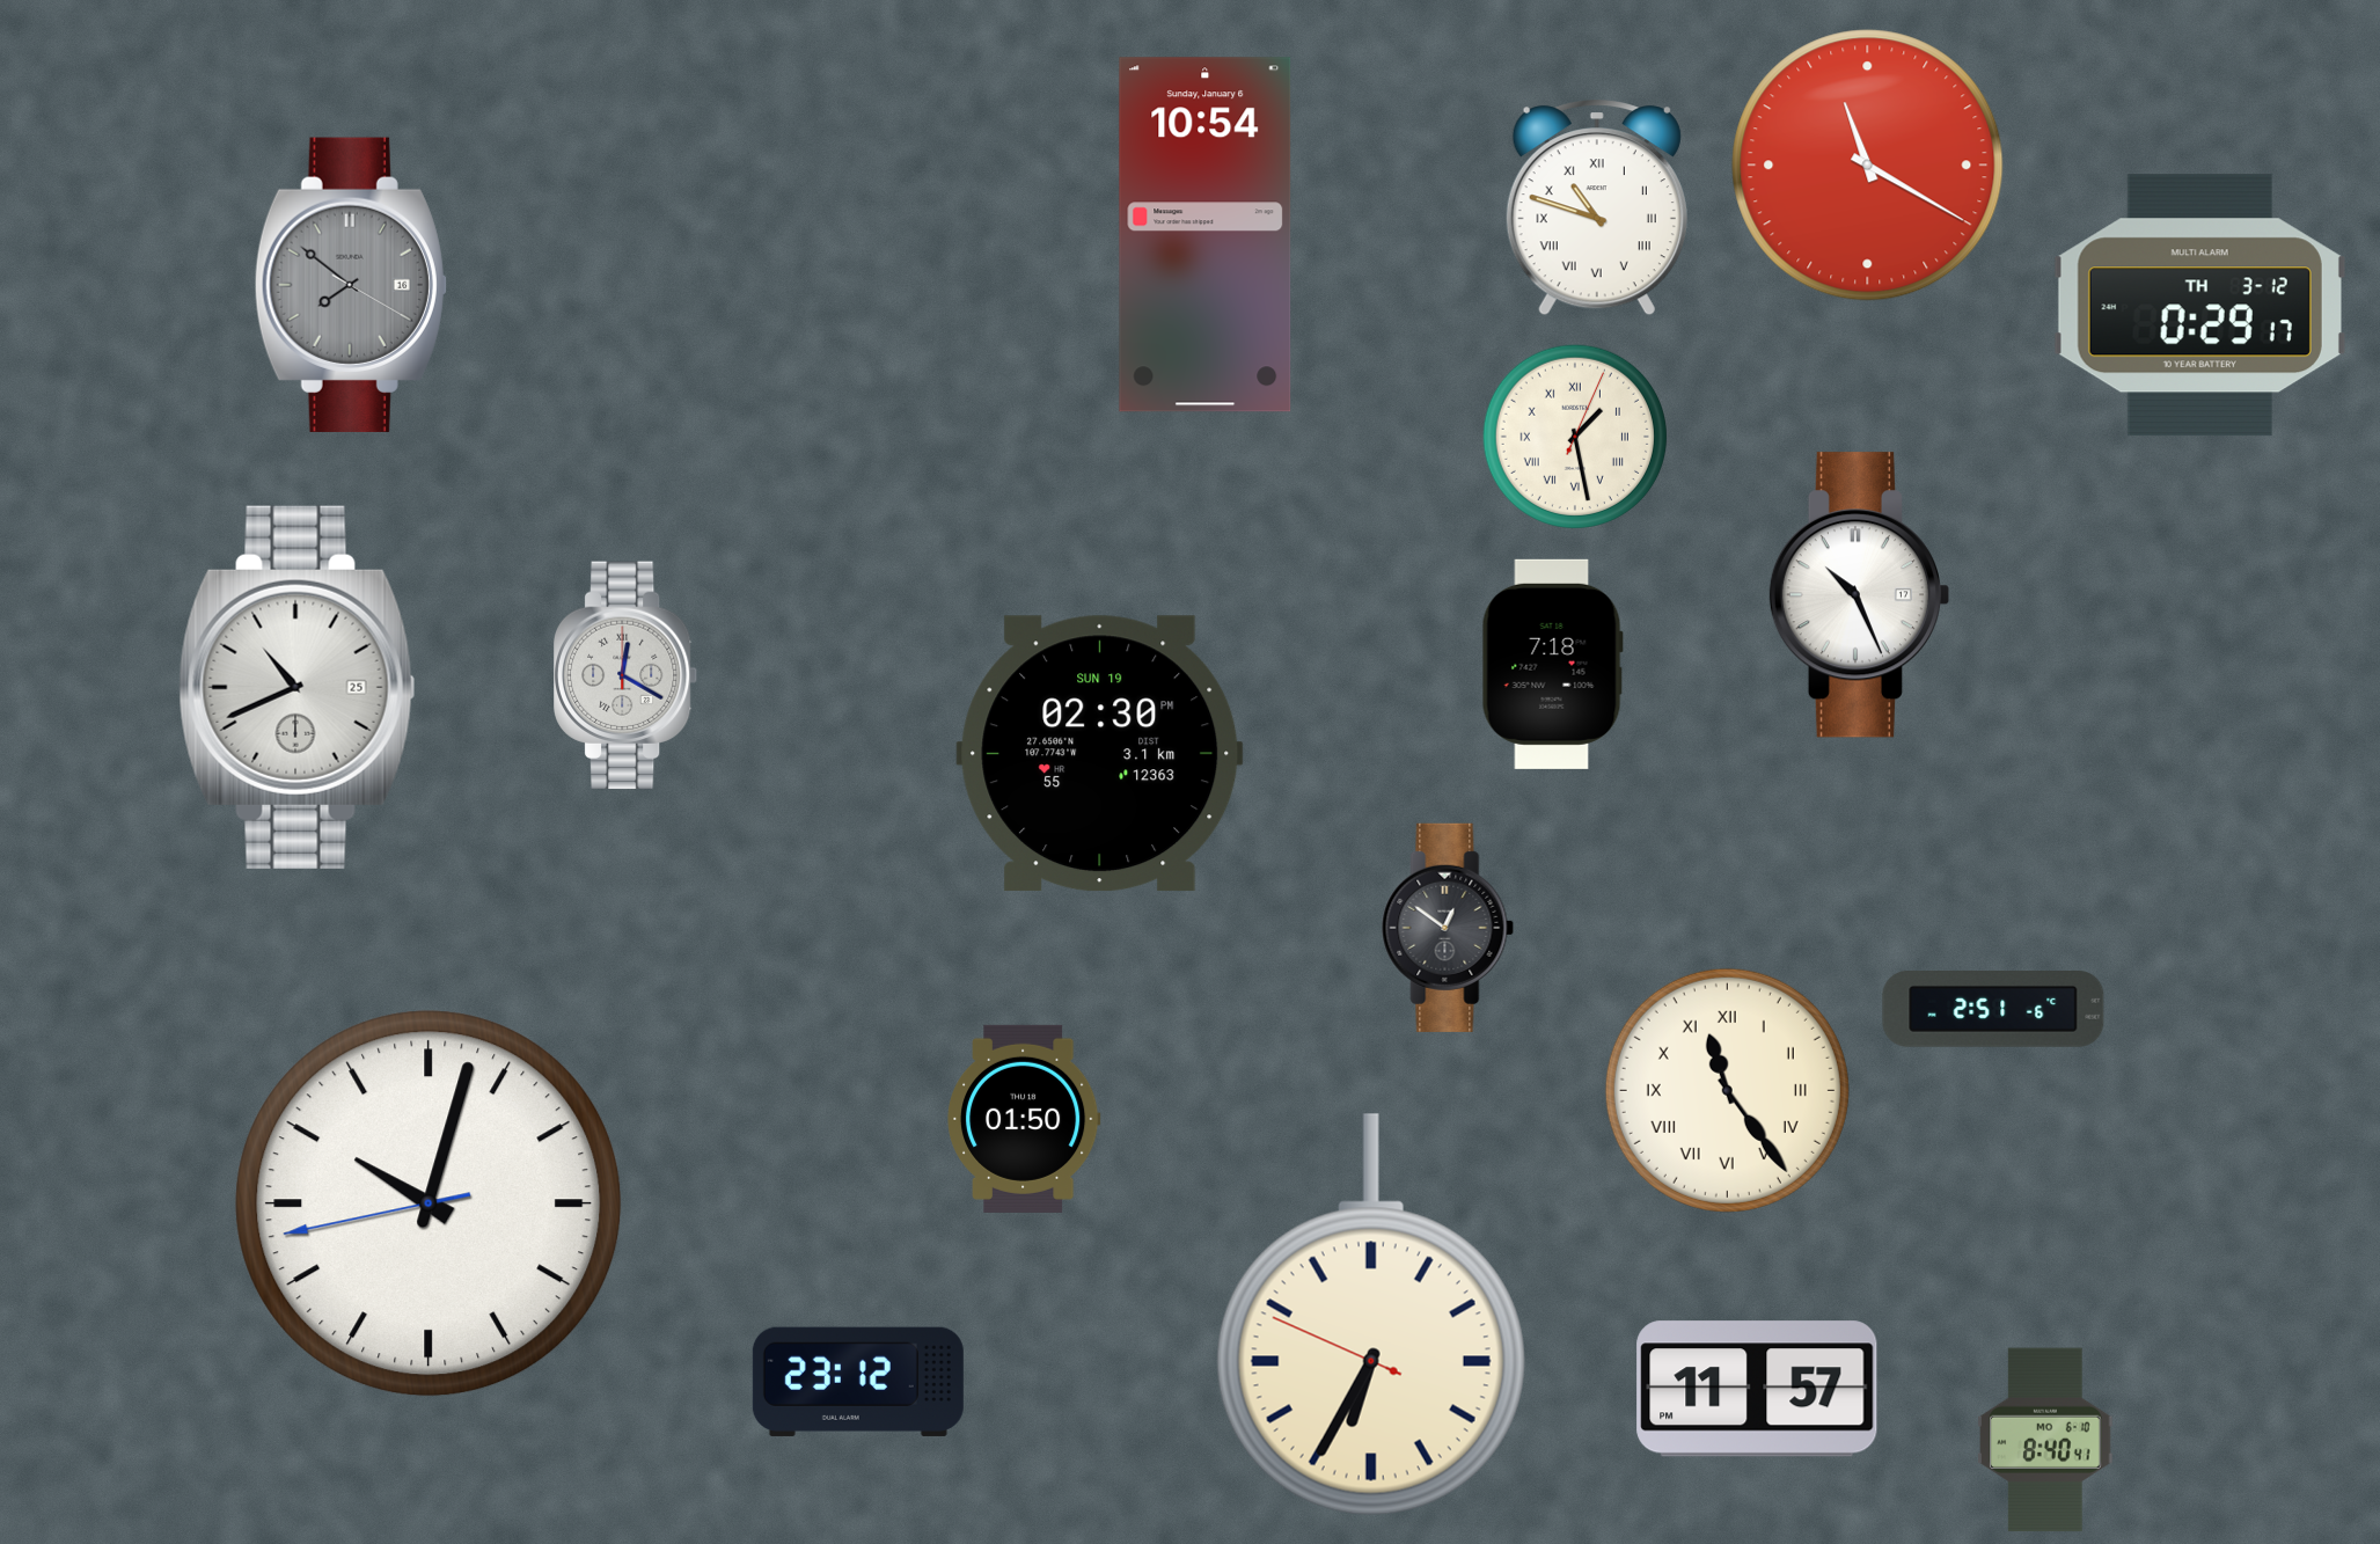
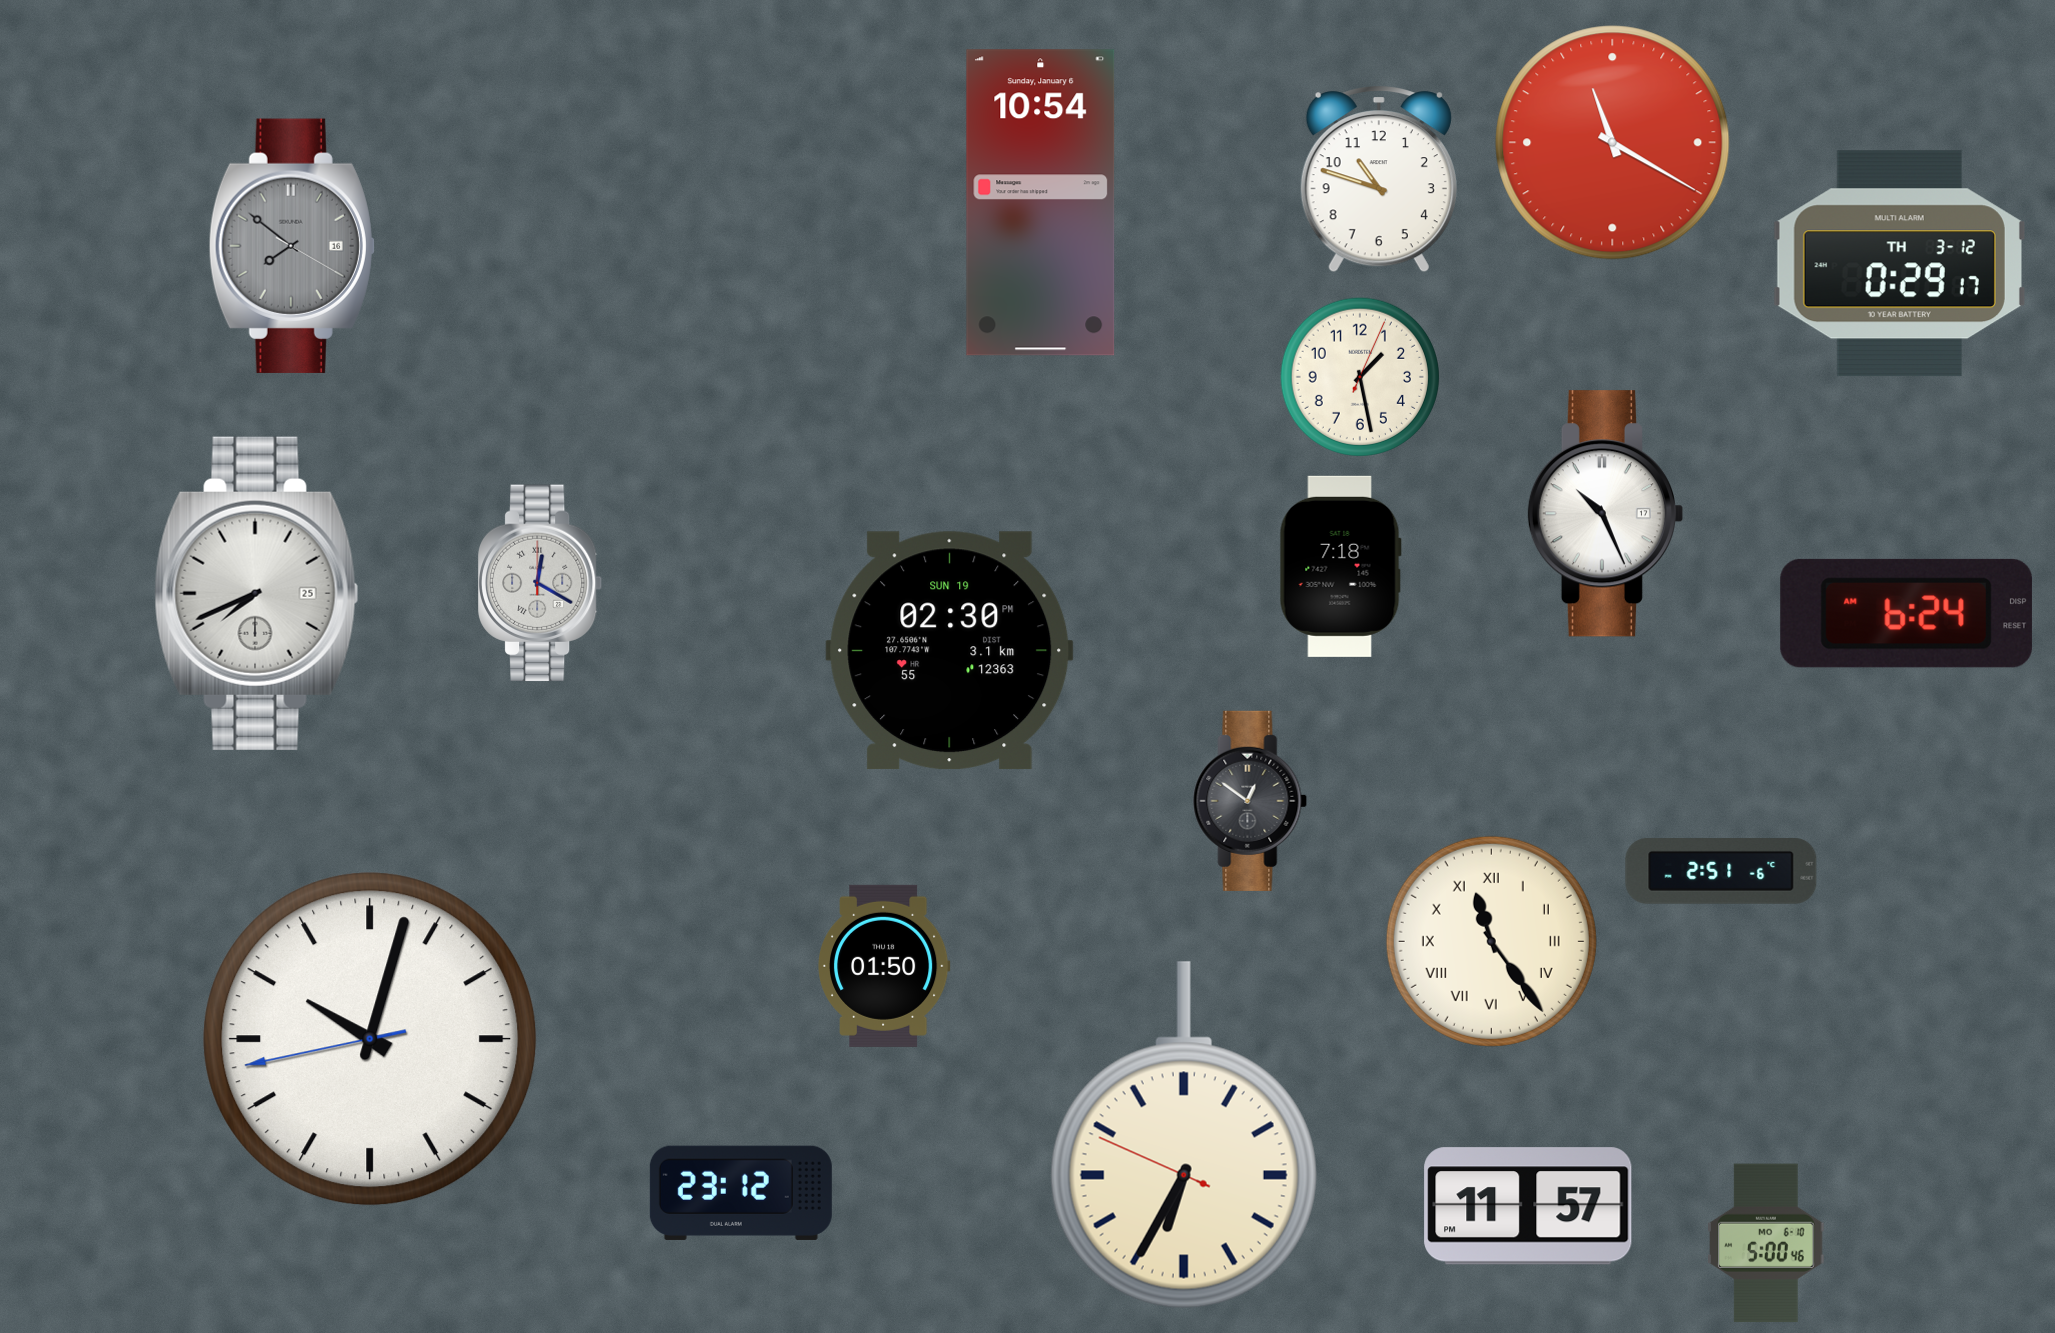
clock at (1597, 208) numerals: Roman -> Arabic
clock at (351, 285) position: (351, 285) -> (292, 246)
clock at (1575, 437) numerals: Roman -> Arabic
clock at (1552, 664) position: (1552, 664) -> (1340, 566)
clock at (298, 687): 10:41 -> 7:41
clock at (1906, 613): none -> 6:24
clock at (1757, 1389) position: (1757, 1389) -> (1528, 1206)
clock at (2045, 1440): 8:40 -> 5:00
